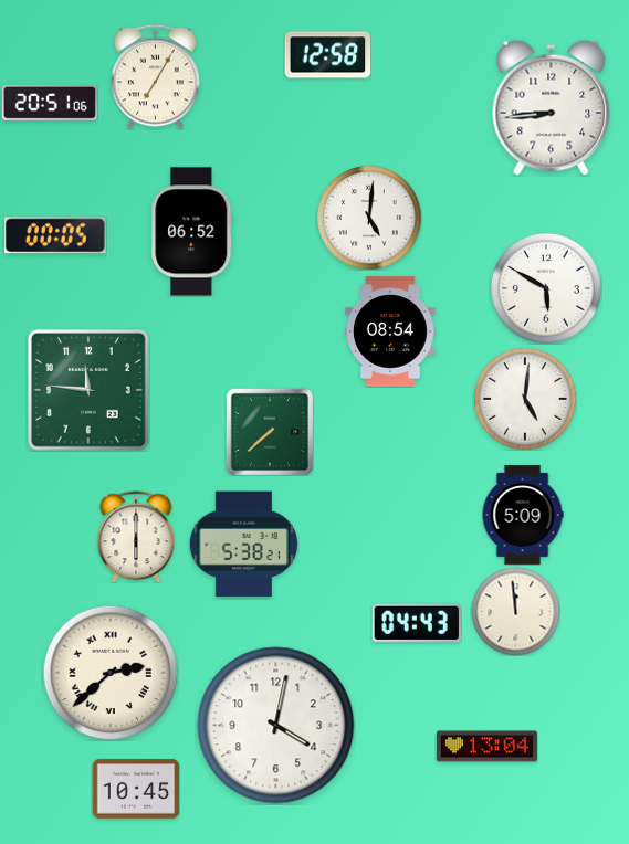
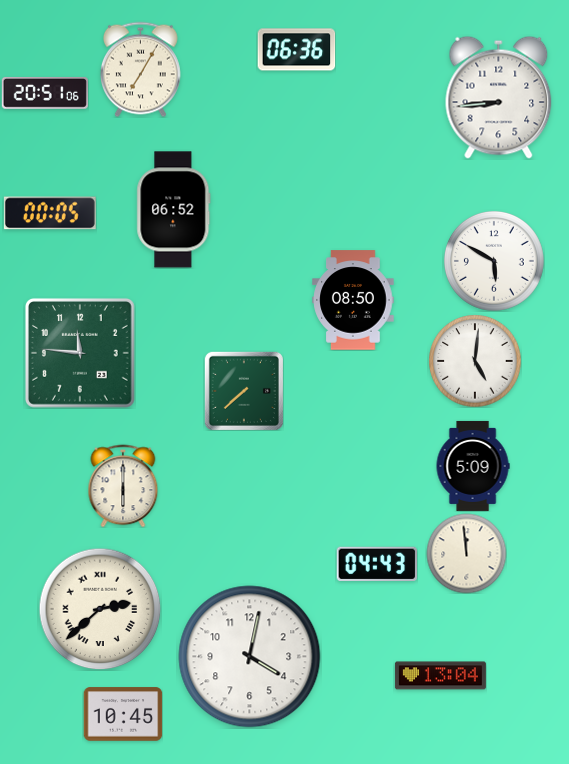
clock at (327, 55): 12:58 -> 06:36
clock at (369, 218): 5:01 -> none
clock at (390, 331): 08:54 -> 08:50
clock at (243, 545): 5:38 -> none
